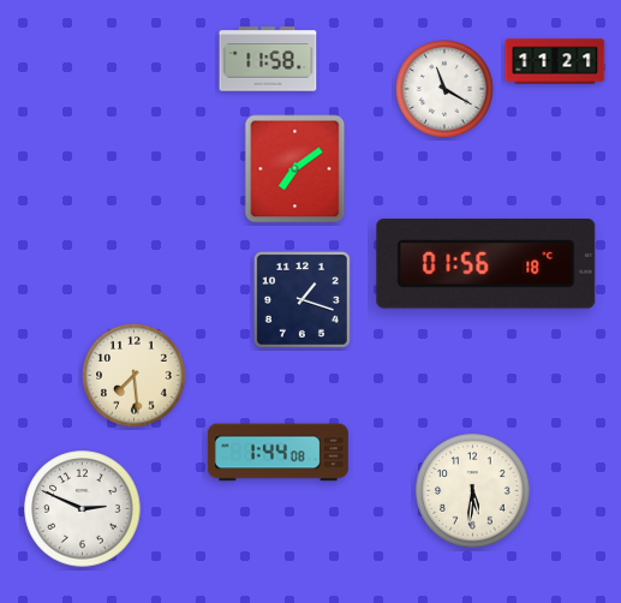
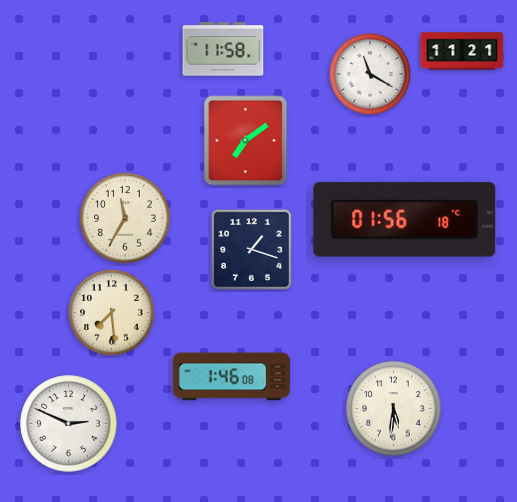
clock at (125, 218): none -> 11:35
clock at (277, 453): 1:44 -> 1:46
